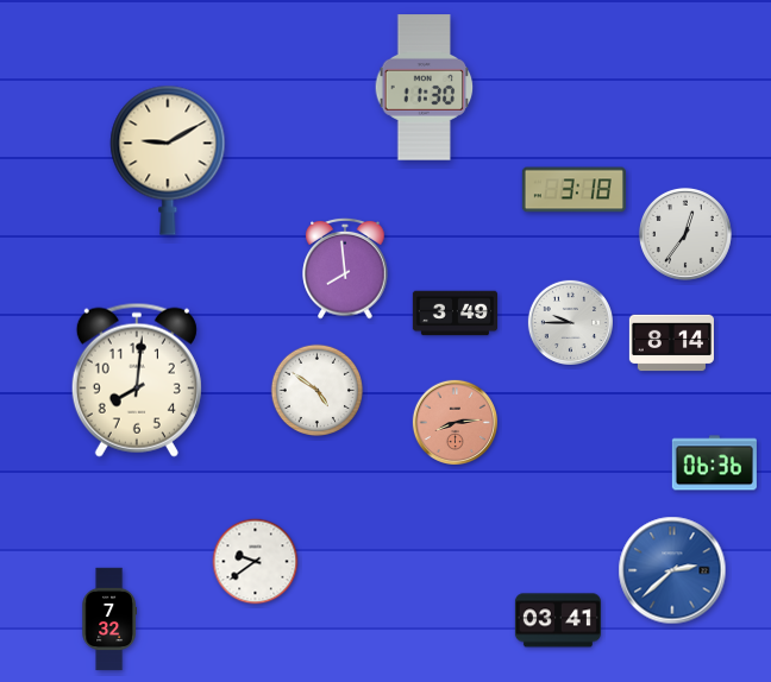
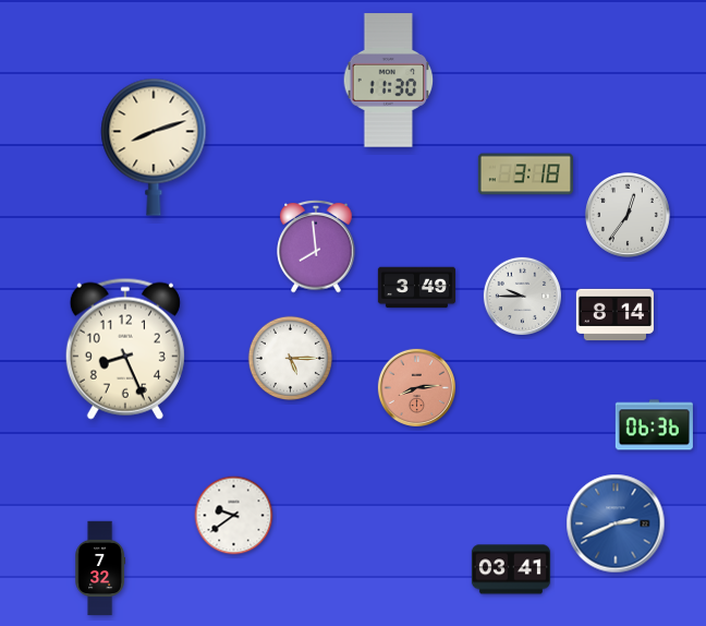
clock at (168, 160): 9:10 -> 8:12
clock at (137, 380): 8:01 -> 8:26
clock at (318, 391): 4:51 -> 5:15
clock at (672, 570): 2:38 -> 2:41
